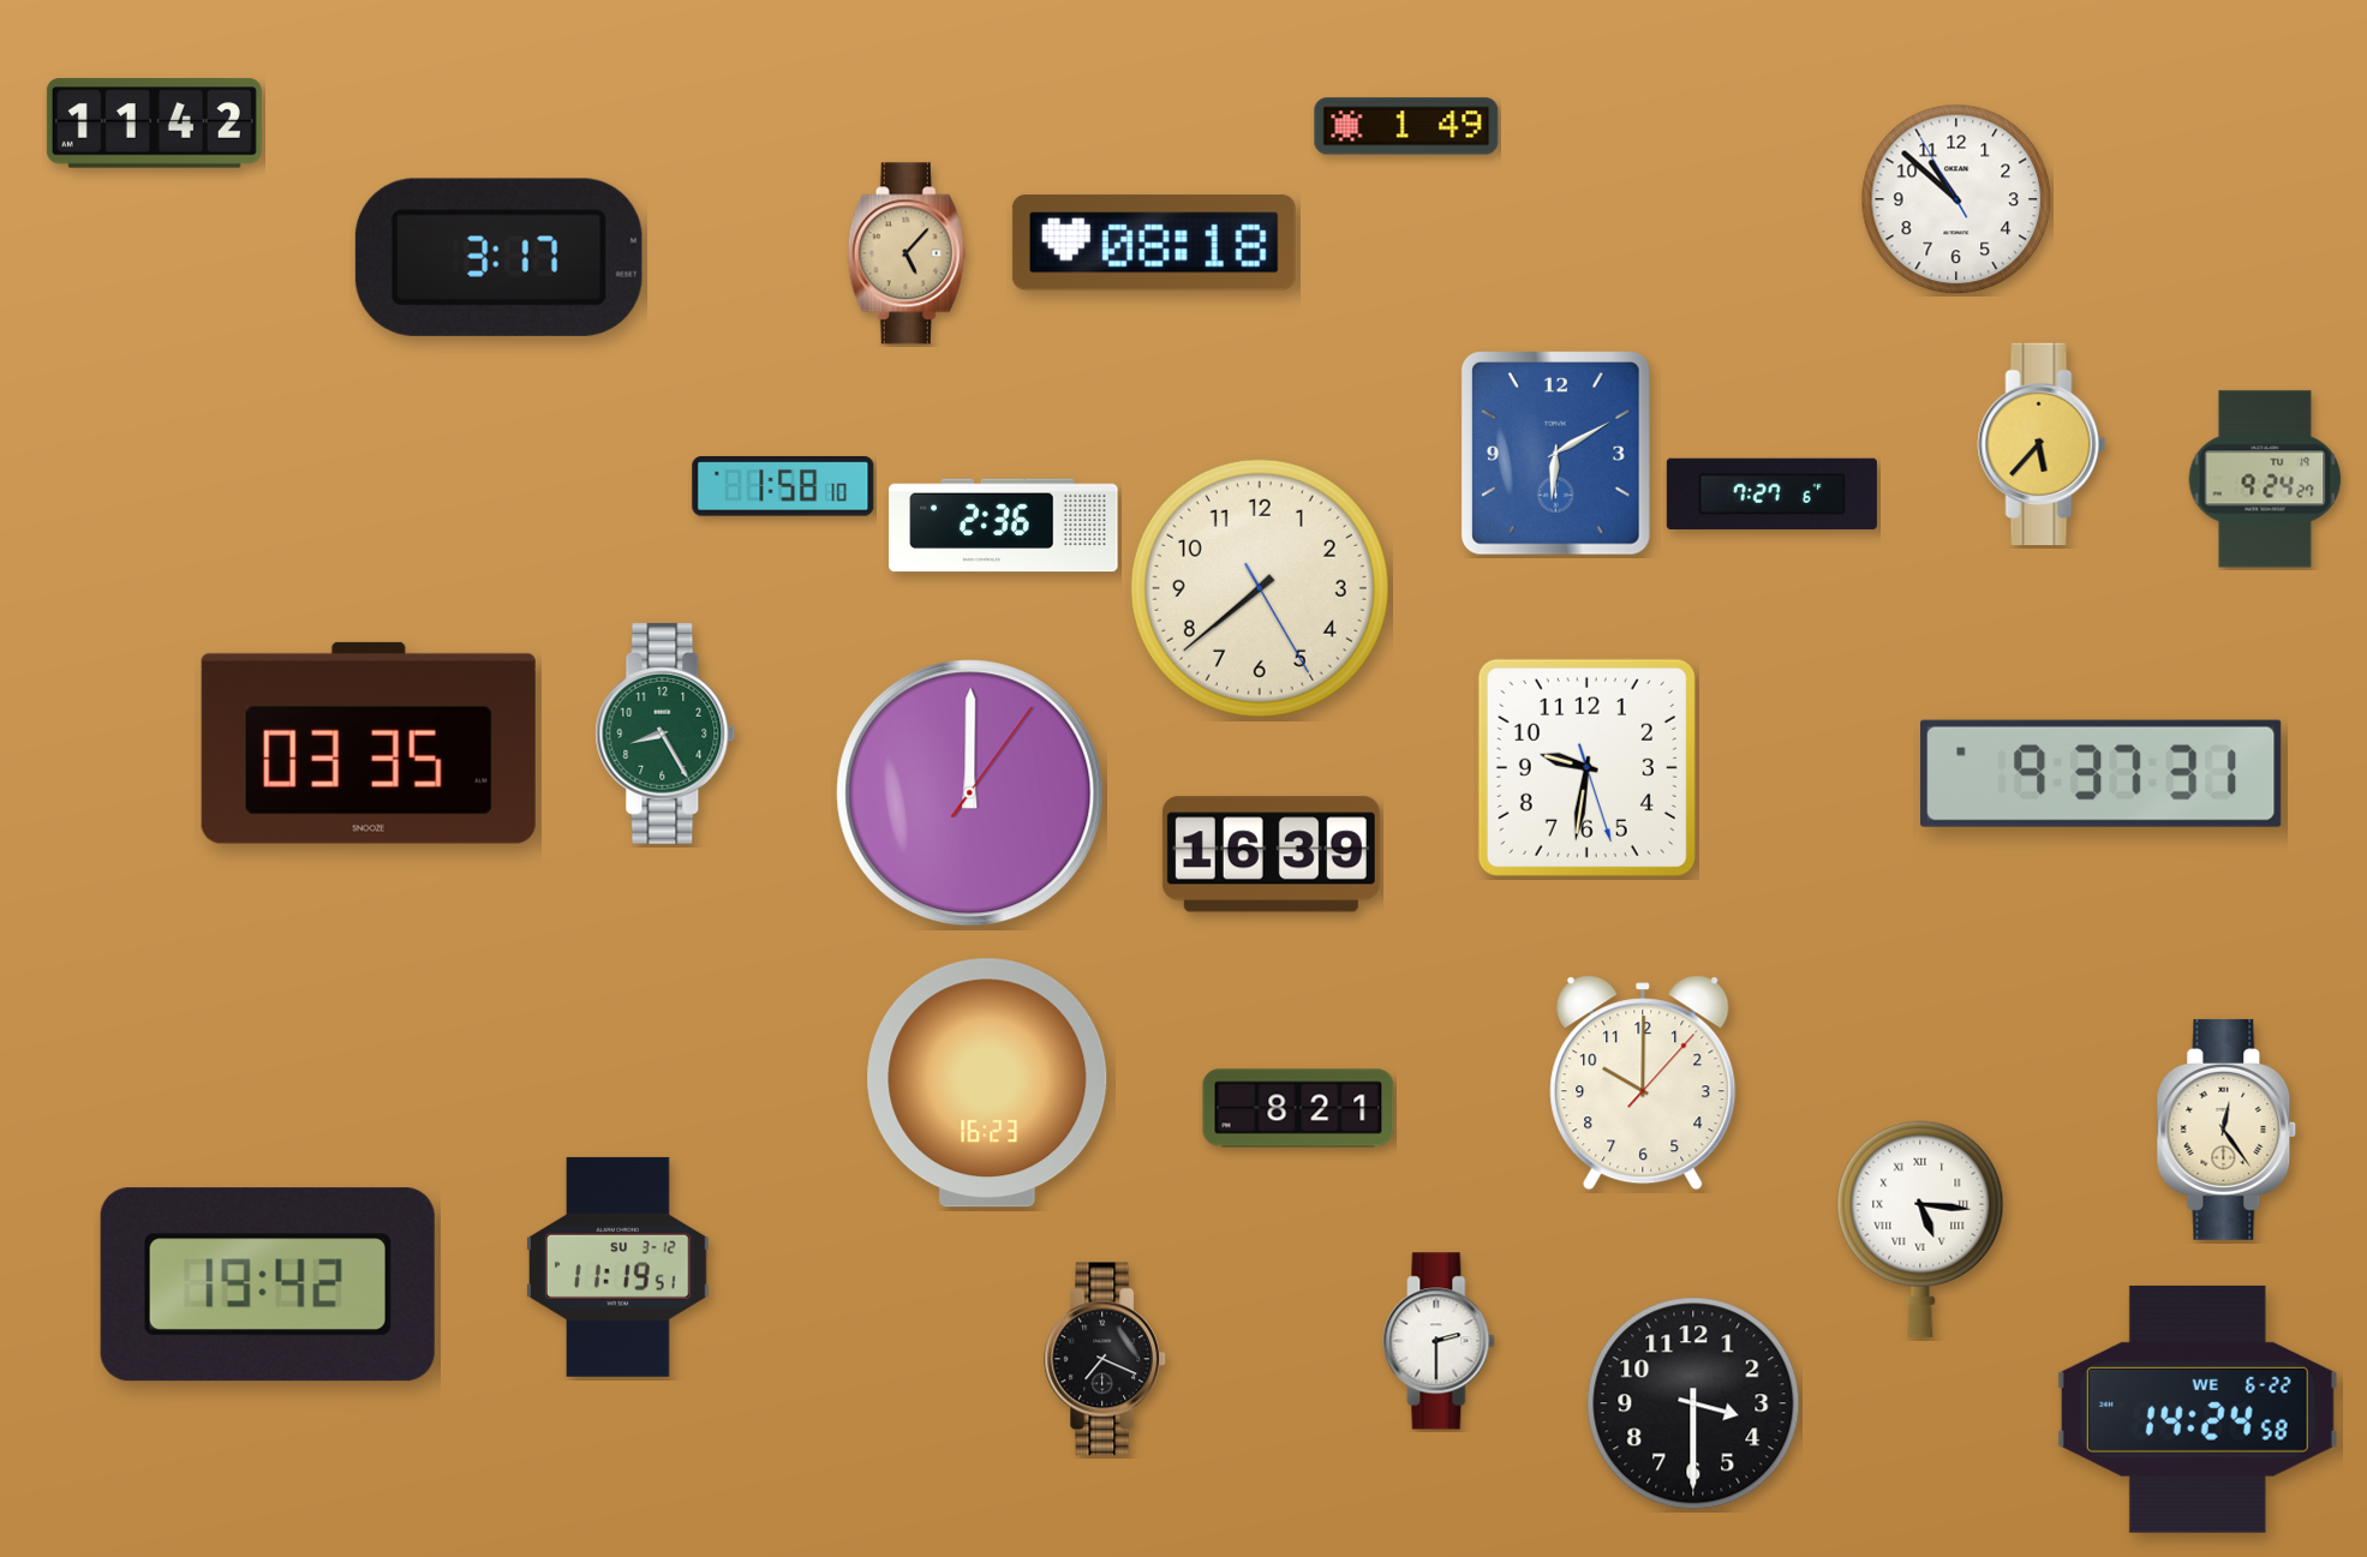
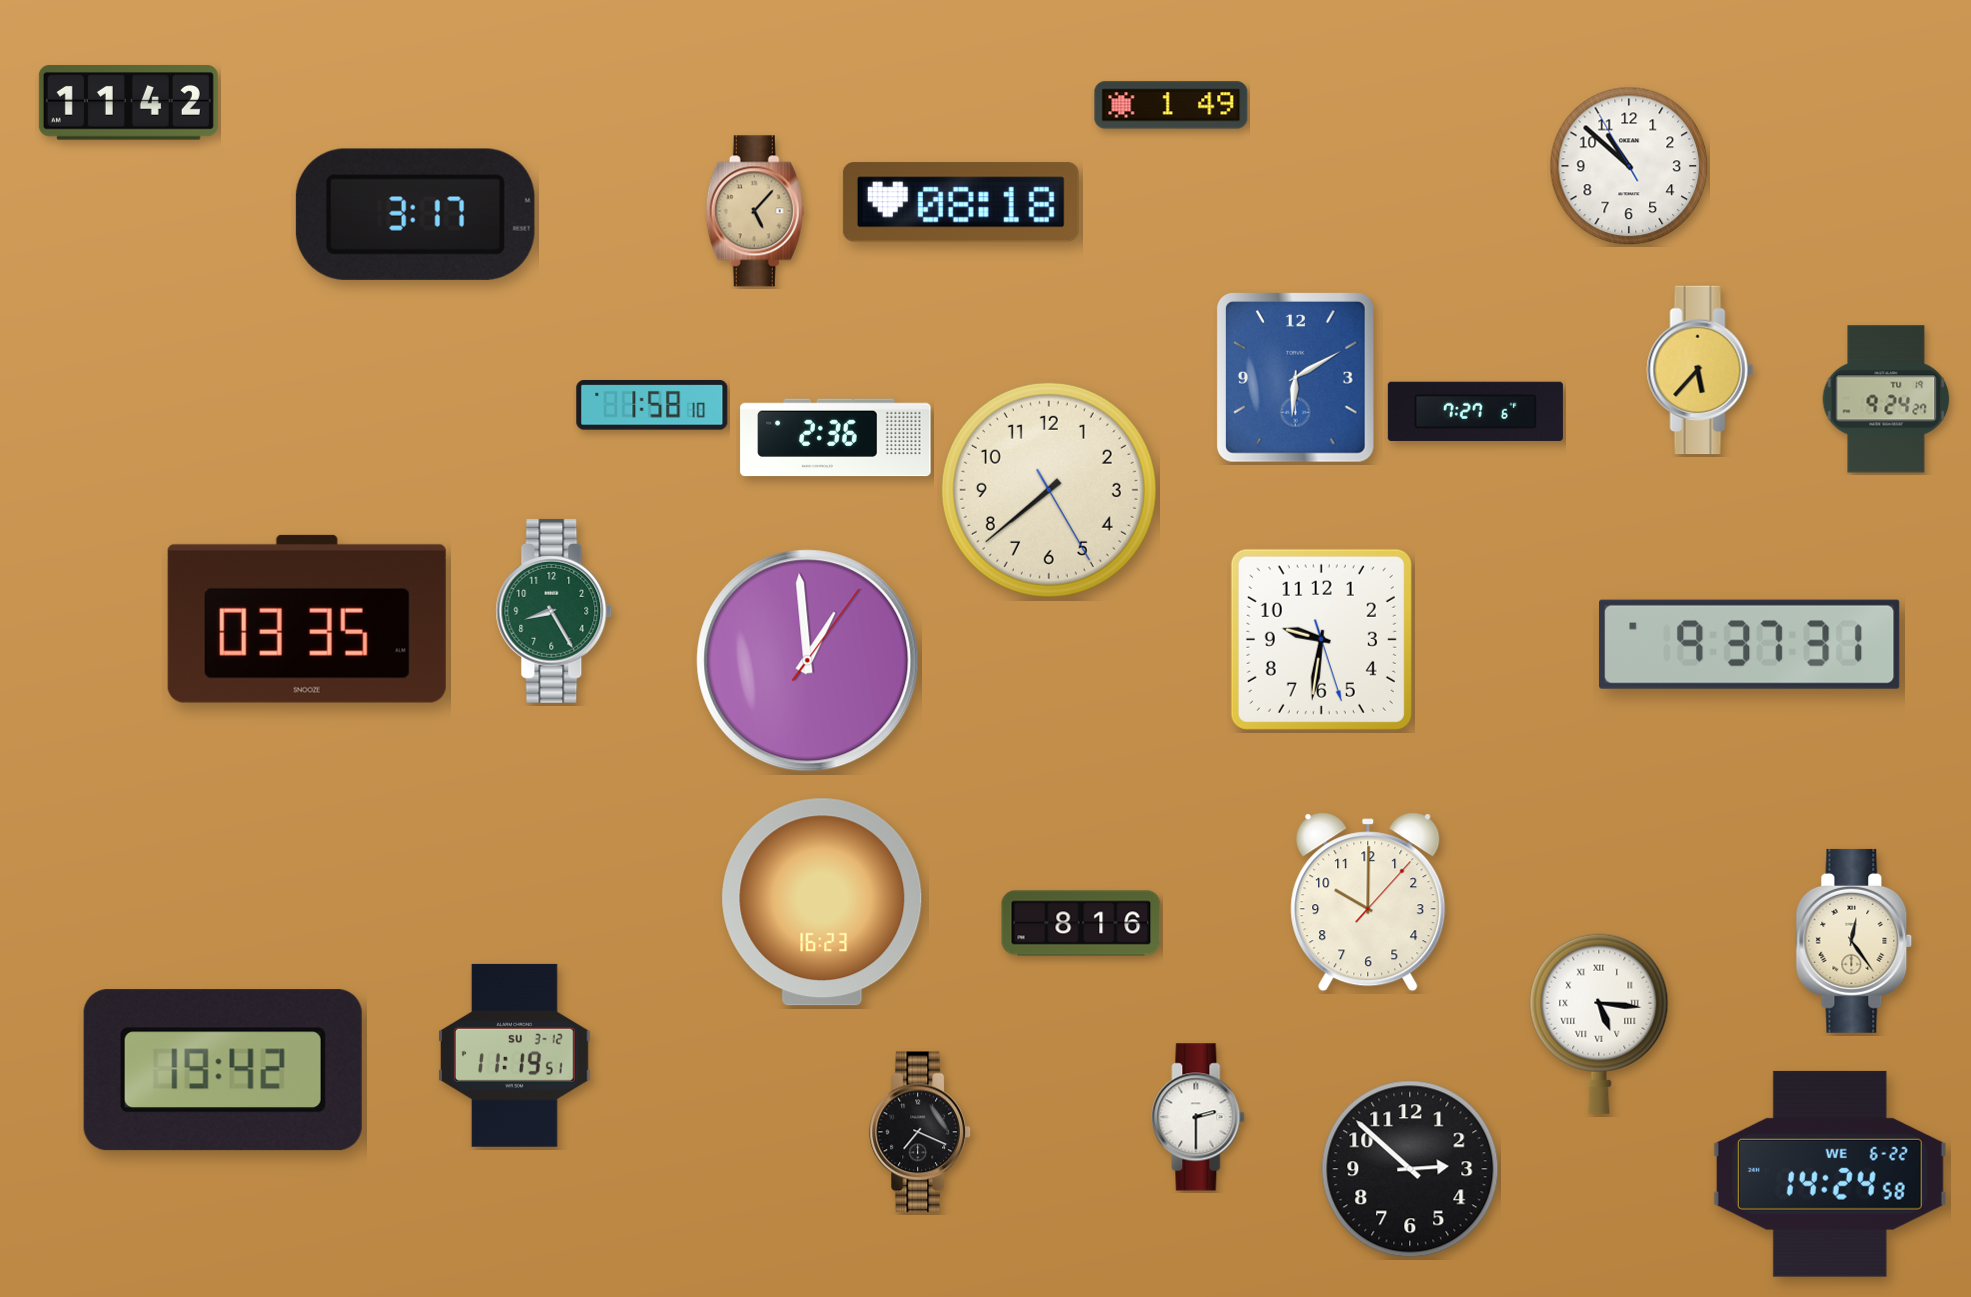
clock at (970, 794): 12:00 -> 12:59
clock at (1271, 855): 16:39 -> none
clock at (1298, 1108): 8:21 -> 8:16
clock at (1693, 1403): 3:30 -> 2:52
